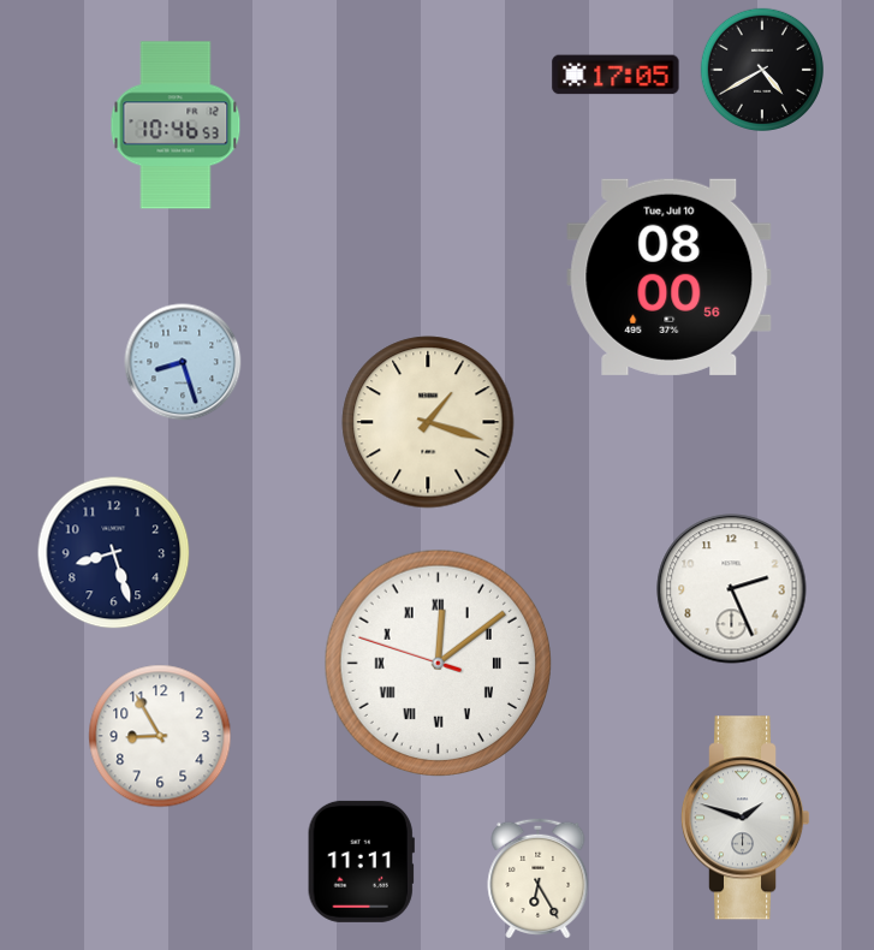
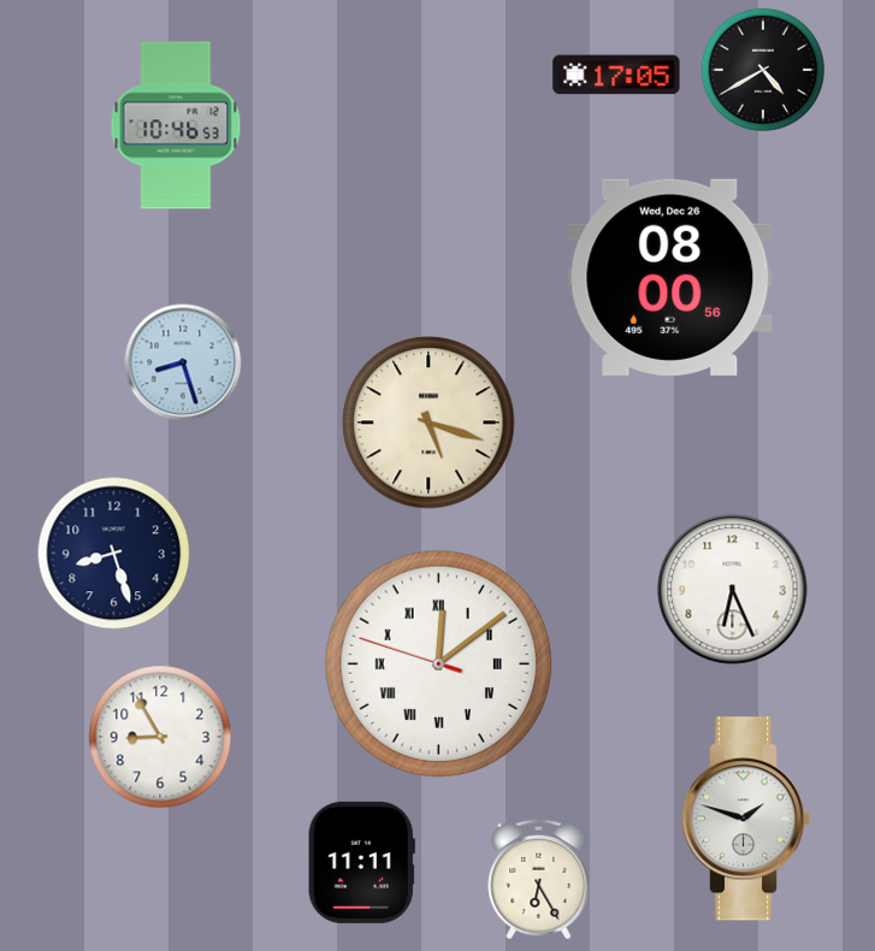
clock at (670, 277) date: Tue, Jul 10 -> Wed, Dec 26
clock at (428, 422): 1:18 -> 5:18
clock at (732, 589): 2:26 -> 6:26
